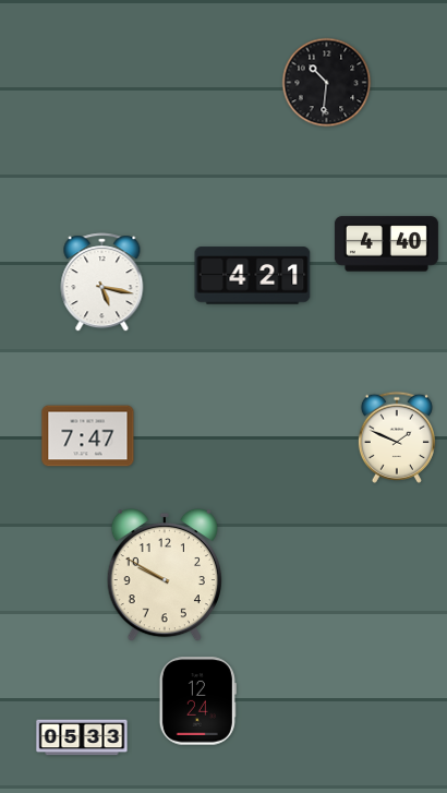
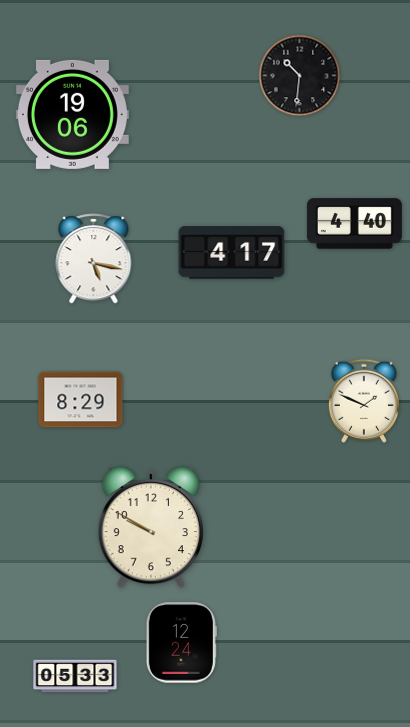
clock at (72, 114): none -> 19:06
clock at (253, 276): 4:21 -> 4:17
clock at (88, 436): 7:47 -> 8:29
